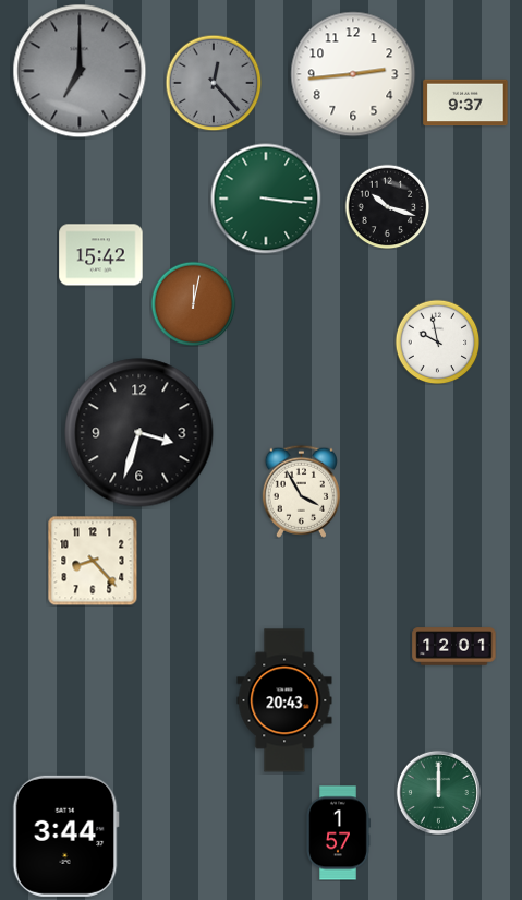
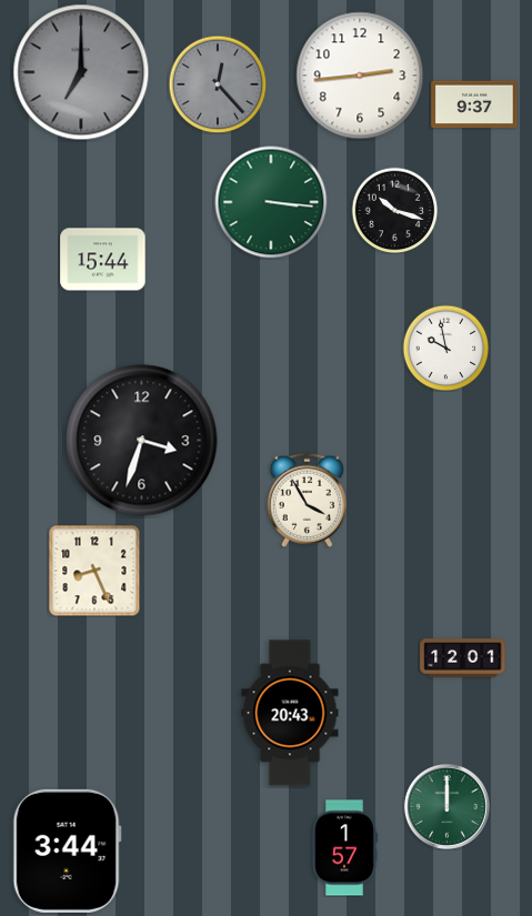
clock at (101, 255): 15:42 -> 15:44
clock at (193, 303): 12:02 -> none
clock at (93, 561): 8:23 -> 8:26
